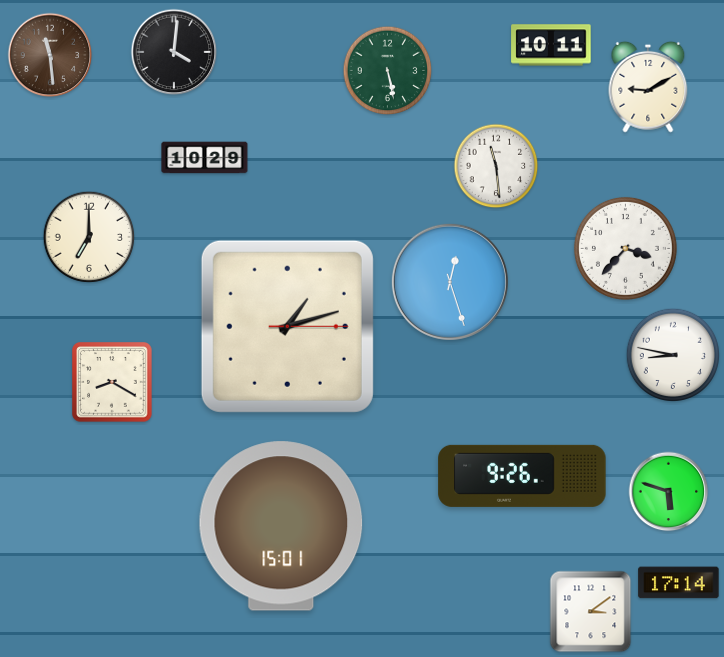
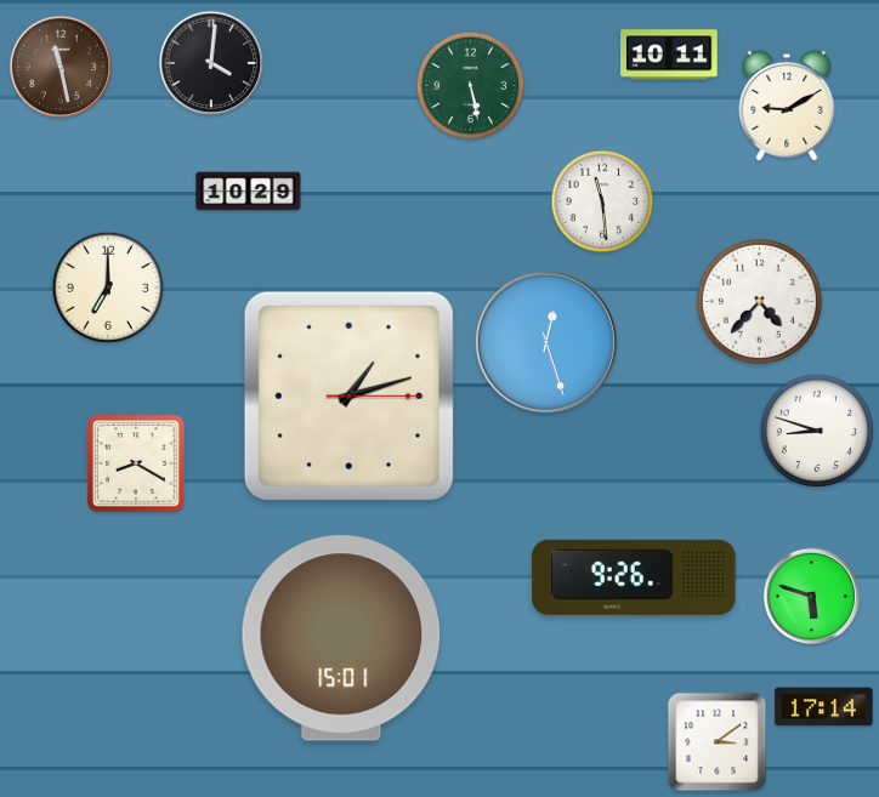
clock at (50, 55): 11:29 -> 11:28
clock at (625, 248): 3:37 -> 4:37
clock at (672, 354): 8:47 -> 8:48
